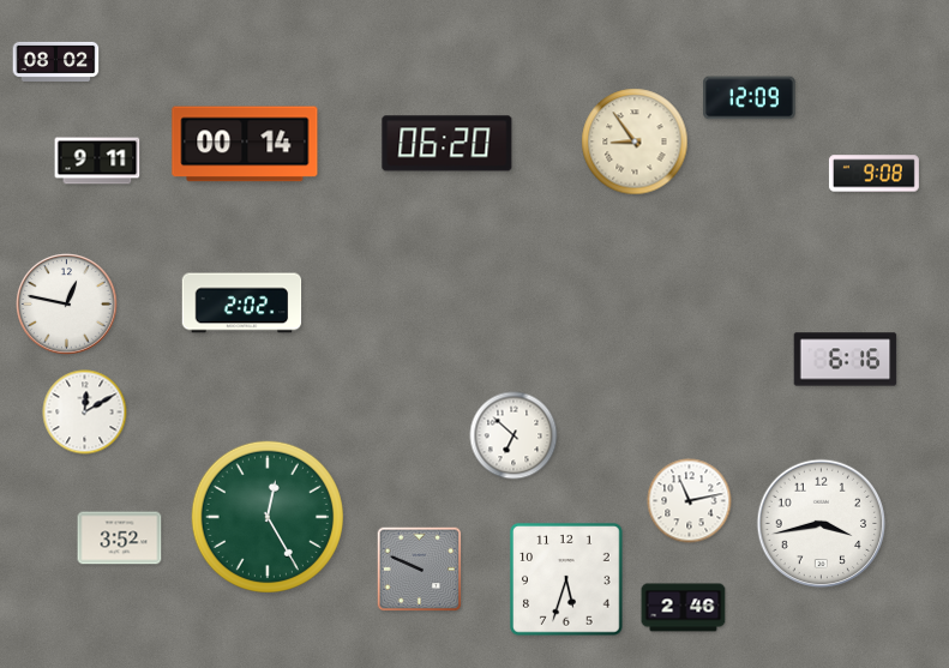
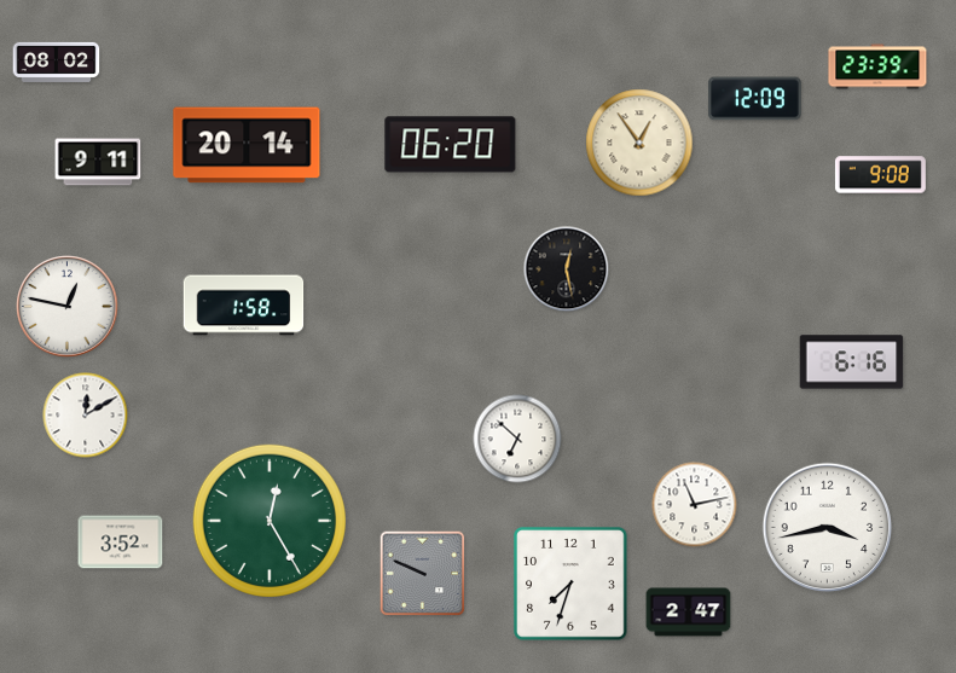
clock at (877, 66): none -> 23:39
clock at (635, 142): 8:54 -> 12:54
clock at (245, 144): 00:14 -> 20:14
clock at (567, 269): none -> 12:28
clock at (242, 303): 2:02 -> 1:58
clock at (566, 579): 5:33 -> 7:33
clock at (684, 608): 2:46 -> 2:47
